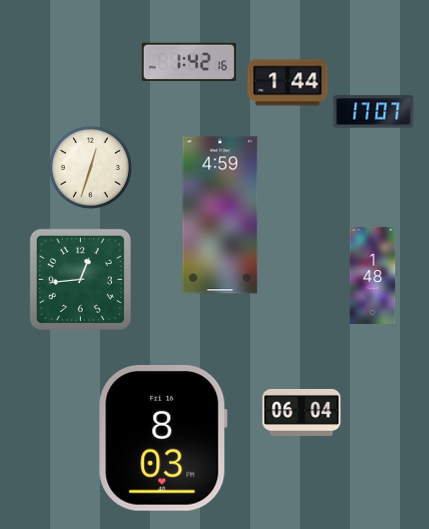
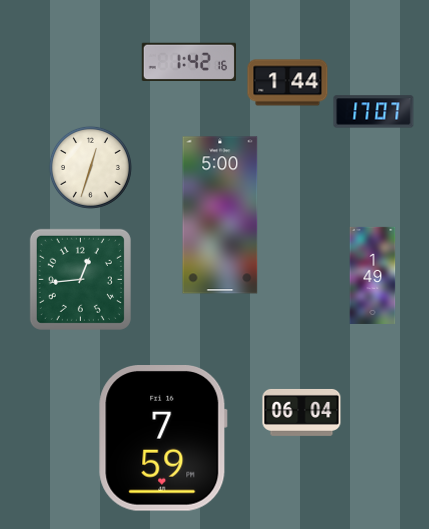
clock at (220, 215): 4:59 -> 5:00
clock at (373, 275): 1:48 -> 1:49
clock at (163, 439): 8:03 -> 7:59
